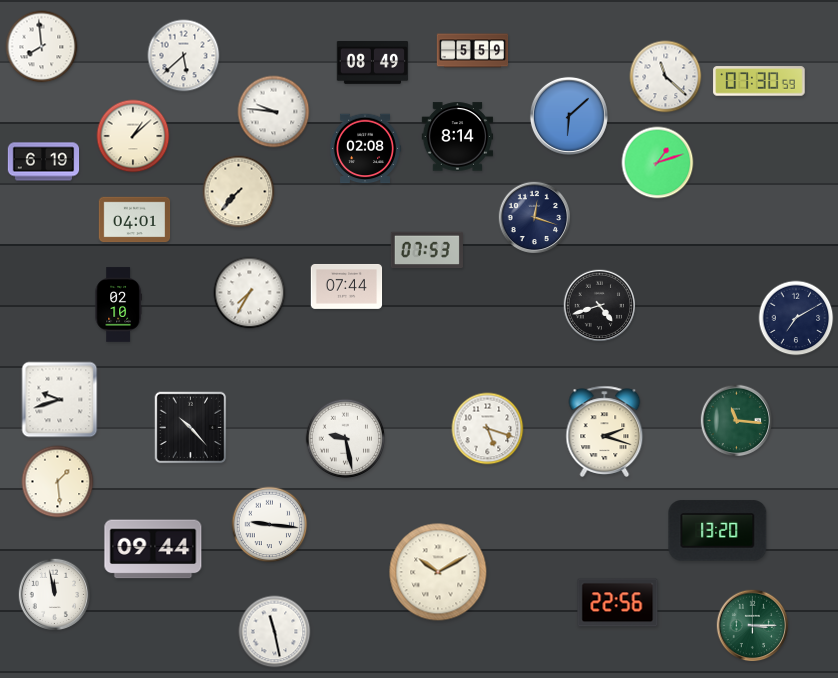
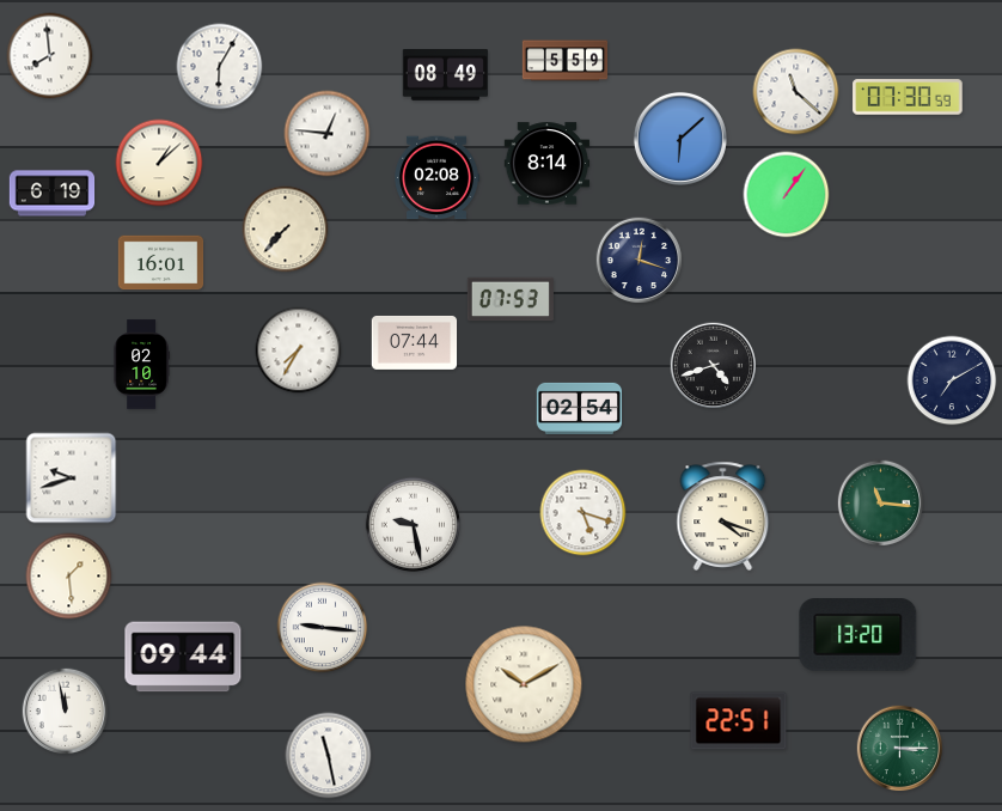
clock at (184, 56): 5:38 -> 6:05
clock at (274, 112): 9:46 -> 12:46
clock at (658, 163): 1:12 -> 1:06
clock at (135, 220): 04:01 -> 16:01
clock at (600, 306) position: (600, 306) -> (714, 366)
clock at (580, 408): none -> 02:54
clock at (191, 428): 10:23 -> none
clock at (605, 431): 2:18 -> 4:18
clock at (618, 603): 22:56 -> 22:51
